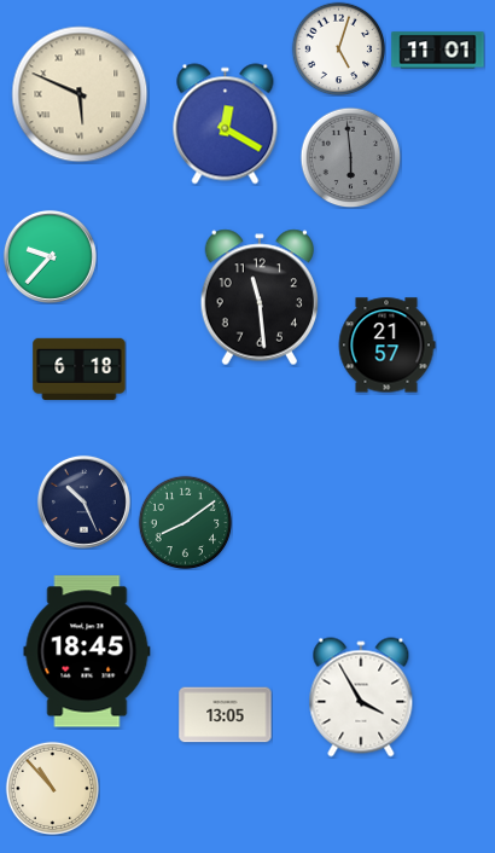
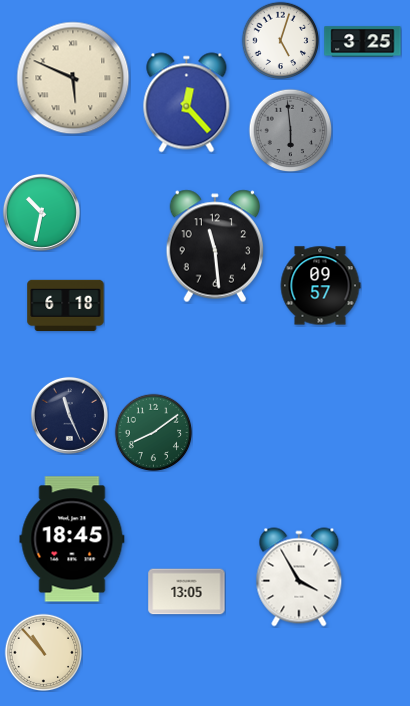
clock at (438, 51): 11:01 -> 3:25
clock at (80, 94) position: (80, 94) -> (73, 78)
clock at (226, 124): 12:20 -> 12:23
clock at (49, 256): 9:37 -> 10:32
clock at (386, 346): 21:57 -> 09:57
clock at (83, 501): 10:26 -> 11:26
